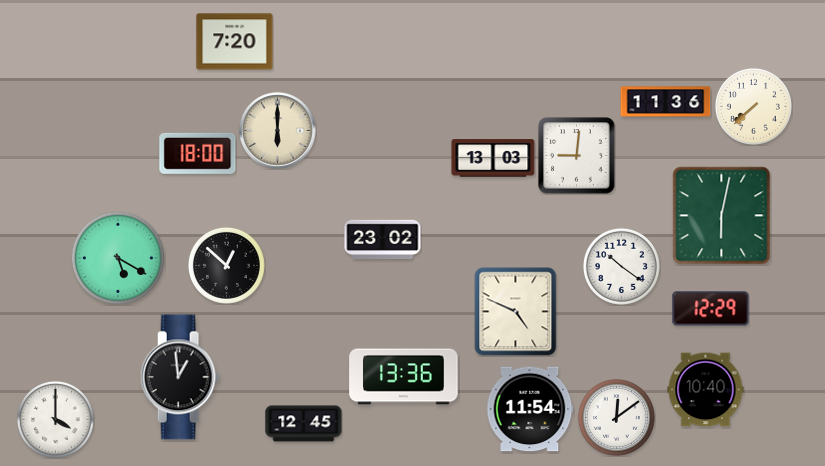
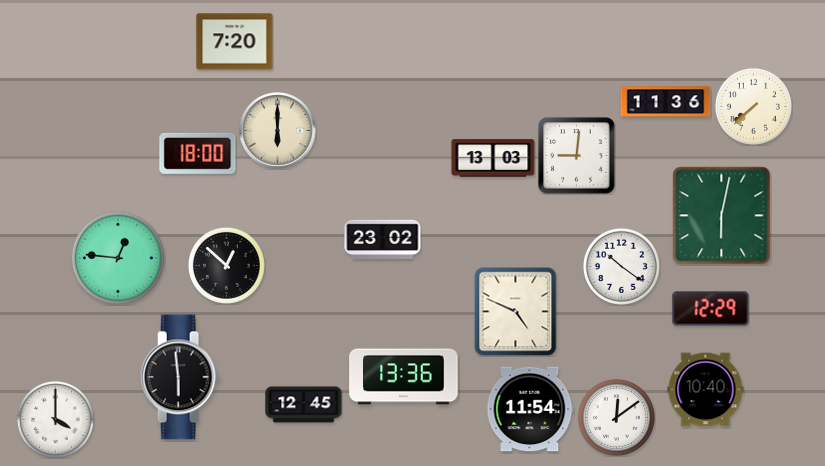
clock at (118, 258): 5:20 -> 12:46
clock at (180, 377): 12:59 -> 5:59
clock at (304, 424) position: (304, 424) -> (304, 405)
